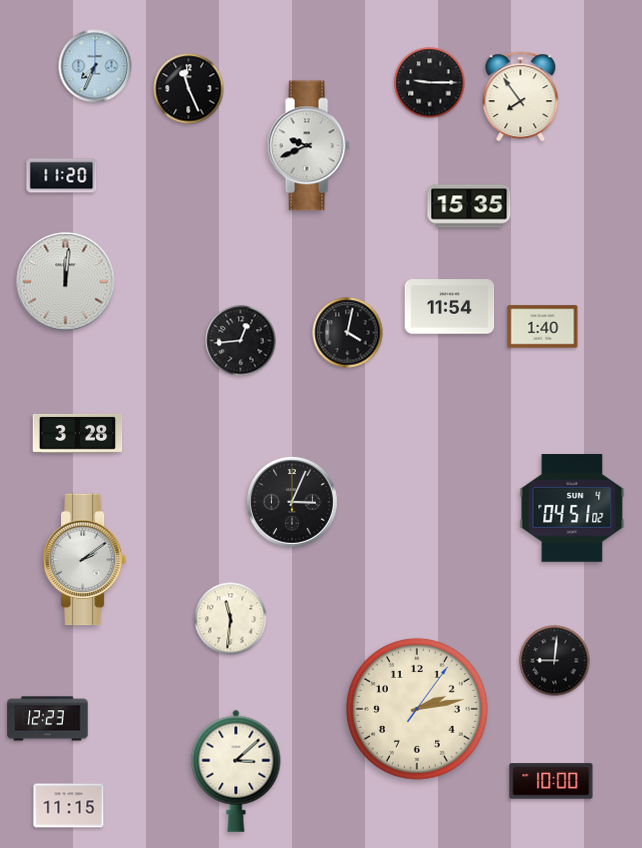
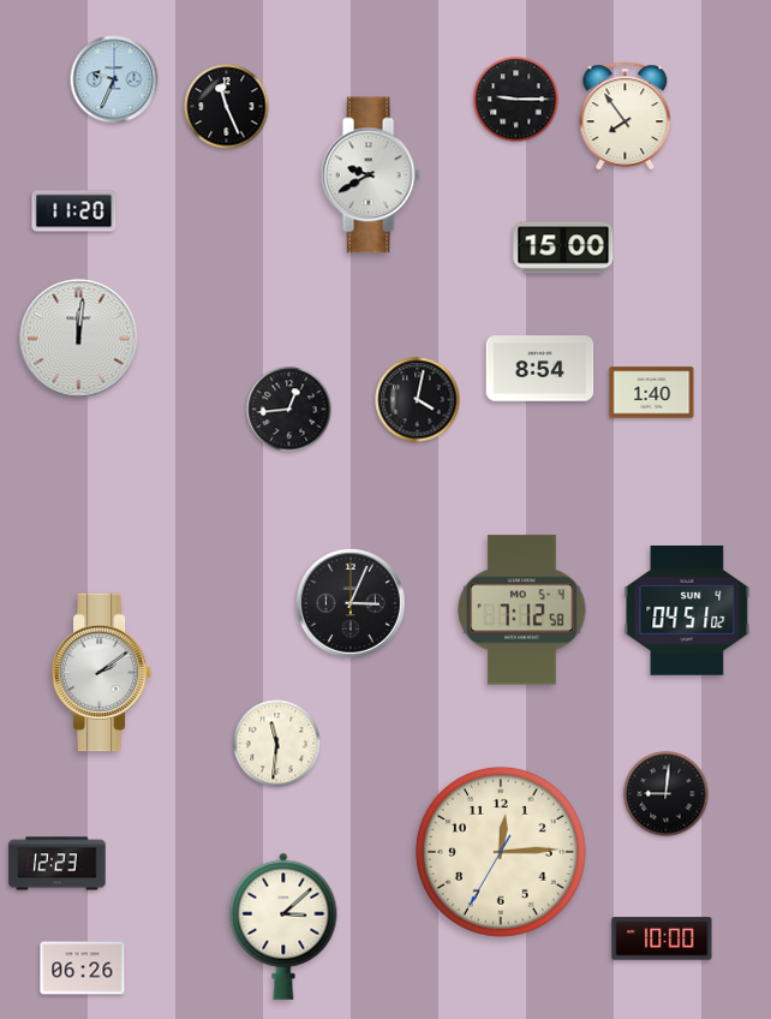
clock at (95, 66): 7:34 -> 9:34
clock at (308, 146): 9:41 -> 9:40
clock at (469, 206): 15:35 -> 15:00
clock at (450, 307): 11:54 -> 8:54
clock at (78, 433): 3:28 -> none
clock at (522, 610): none -> 7:12
clock at (417, 709): 2:13 -> 12:14
clock at (69, 806): 11:15 -> 06:26
